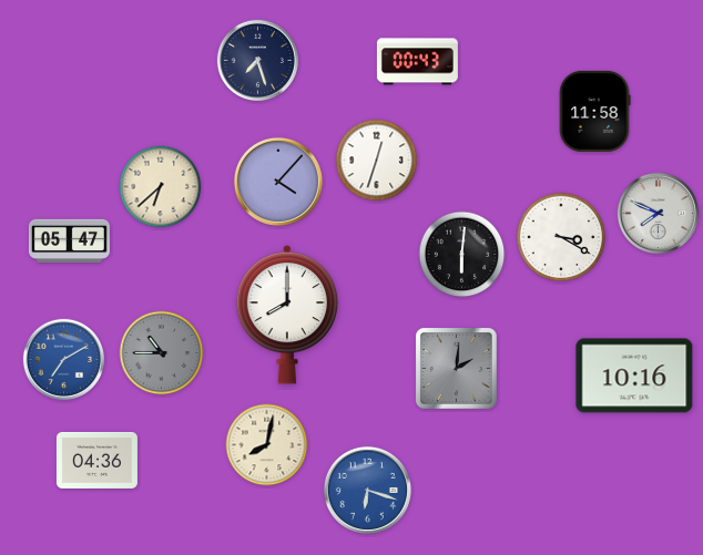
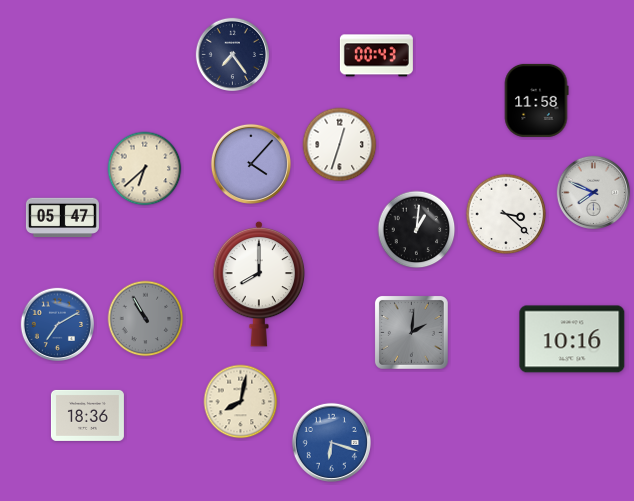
clock at (257, 60): 7:27 -> 7:24
clock at (561, 237): 3:20 -> 3:22
clock at (462, 255): 6:01 -> 1:01
clock at (162, 353): 10:45 -> 10:55
clock at (96, 460): 04:36 -> 18:36
